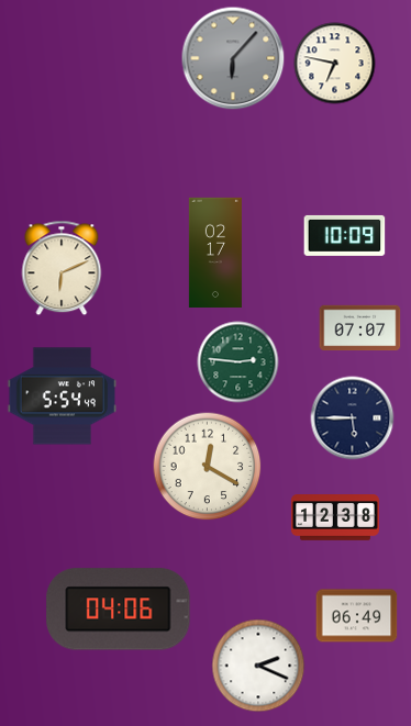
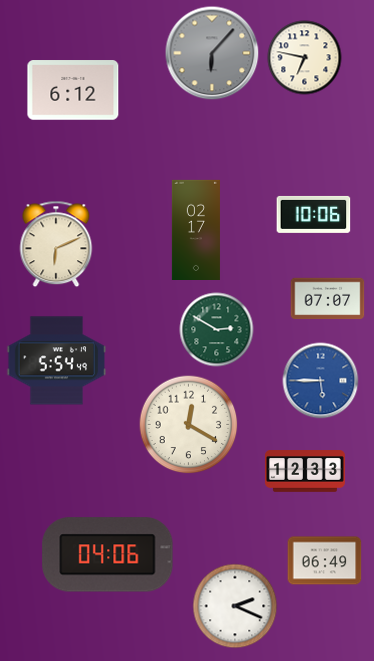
clock at (73, 90): none -> 6:12
clock at (345, 235): 10:09 -> 10:06
clock at (238, 362): 2:46 -> 2:50
clock at (353, 418) dial: navy -> blue
clock at (335, 517): 12:38 -> 12:33
